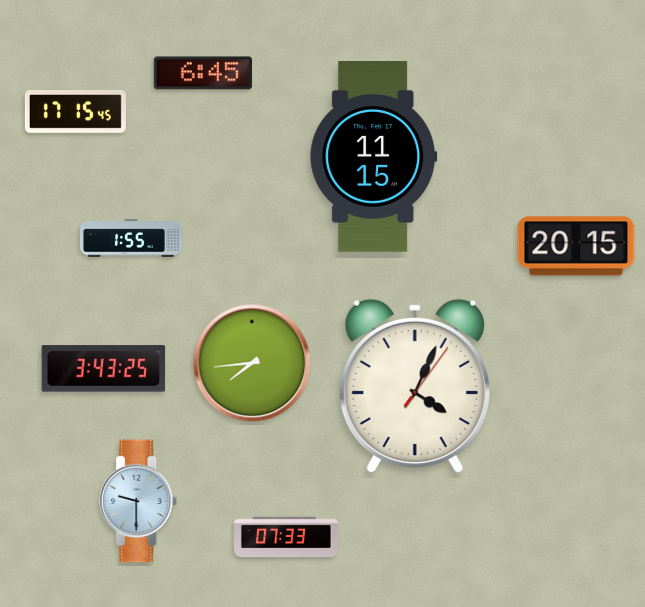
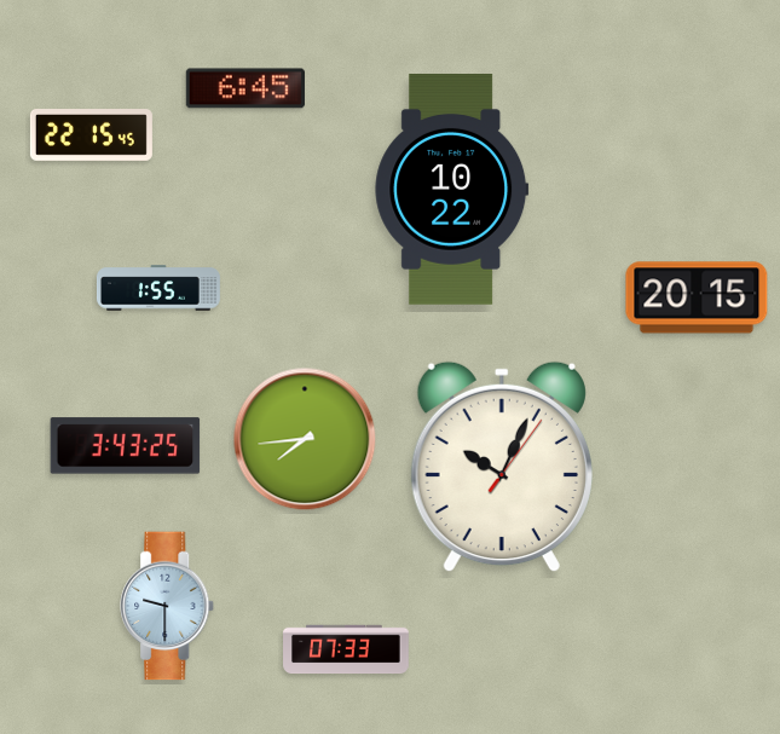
clock at (75, 112): 17:15 -> 22:15
clock at (374, 157): 11:15 -> 10:22
clock at (415, 386): 4:04 -> 10:04
